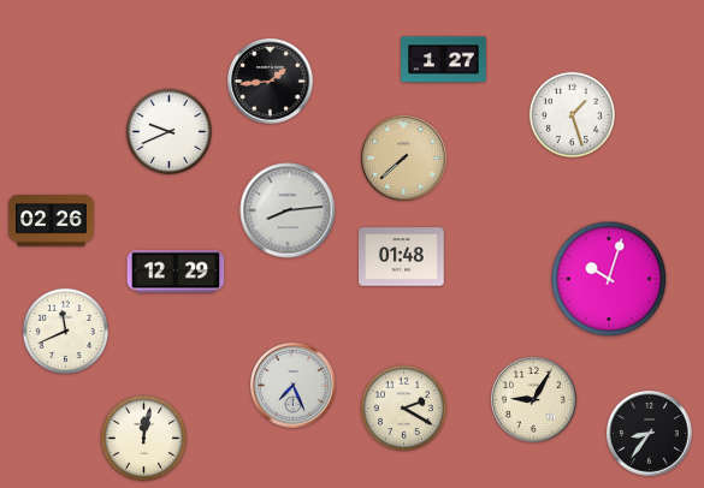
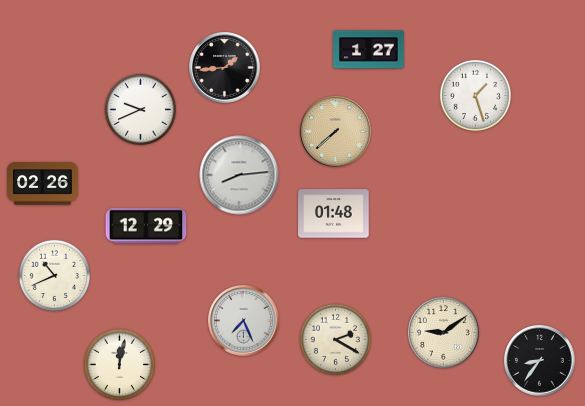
clock at (609, 279): 10:03 -> none
clock at (65, 331): 11:41 -> 10:41
clock at (534, 400): 9:05 -> 9:09
